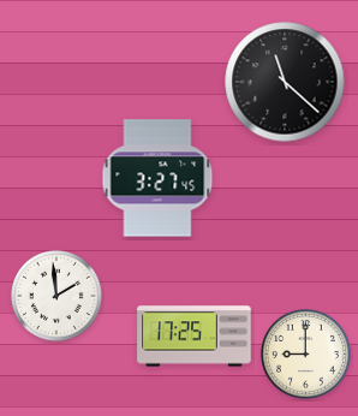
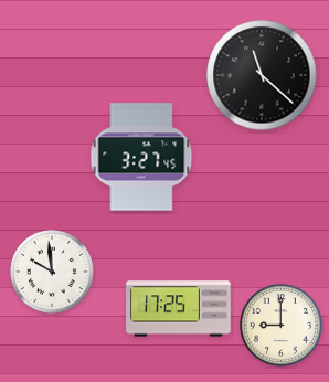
clock at (157, 178) position: (157, 178) -> (141, 157)
clock at (58, 297): 1:59 -> 9:59
